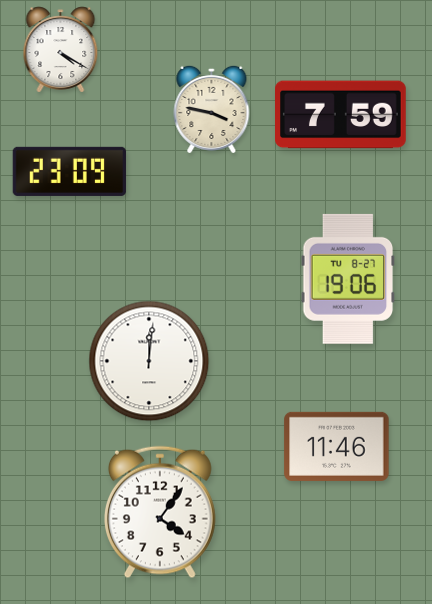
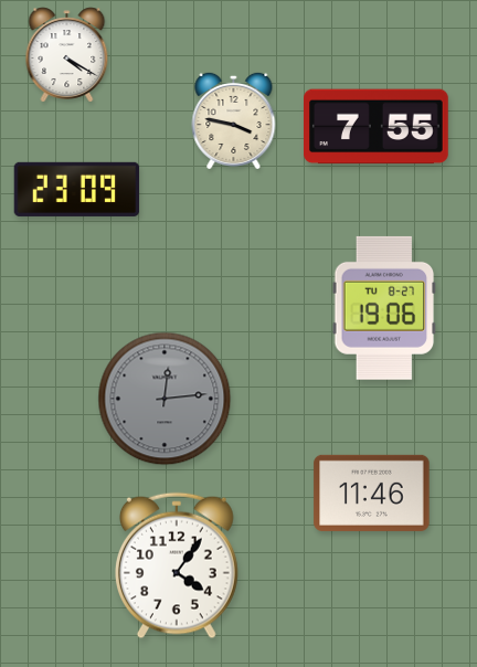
clock at (341, 115): 7:59 -> 7:55
clock at (149, 361): 12:01 -> 12:14
clock at (149, 361) dial: white -> grey
